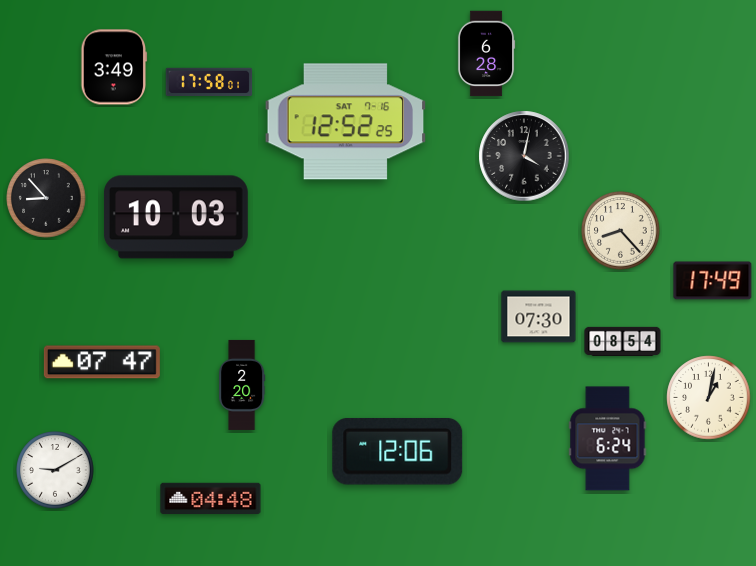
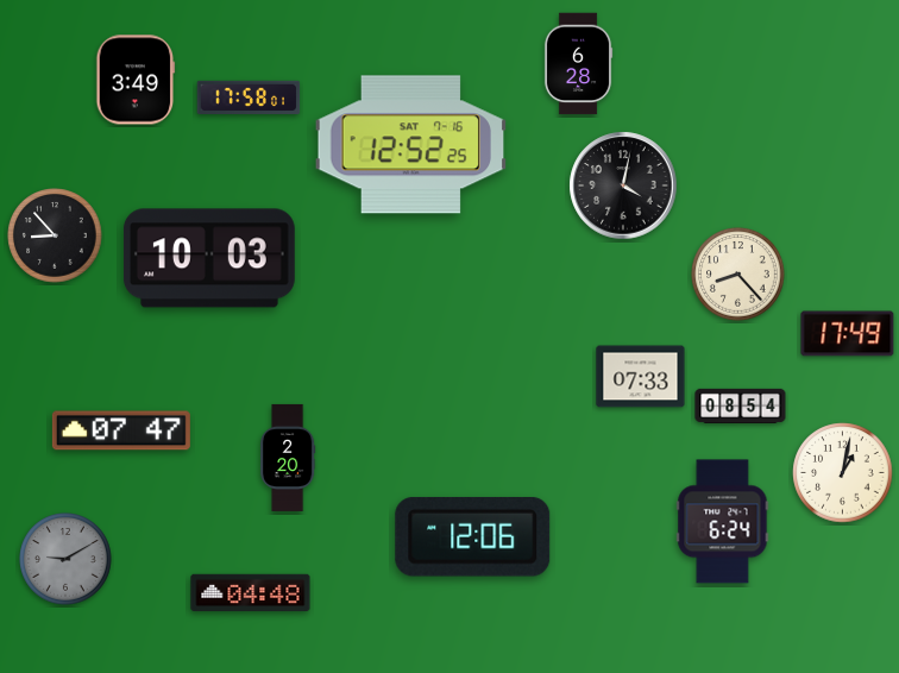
clock at (539, 317): 07:30 -> 07:33
clock at (55, 470) dial: white -> grey
